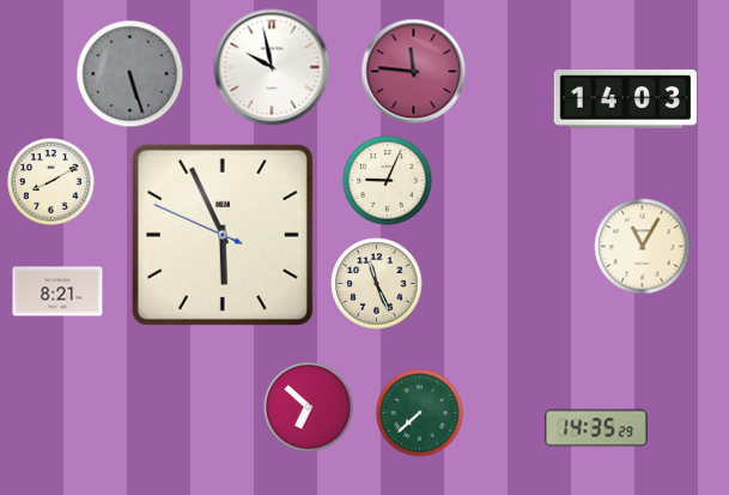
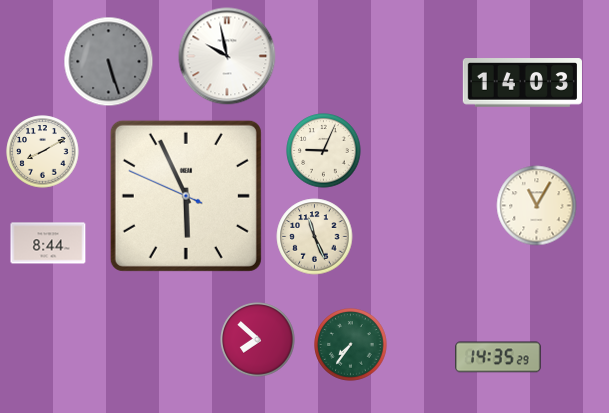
clock at (414, 72): 11:46 -> none
clock at (57, 291): 8:21 -> 8:44
clock at (309, 408): 6:52 -> 7:52
clock at (420, 413): 7:38 -> 7:36
